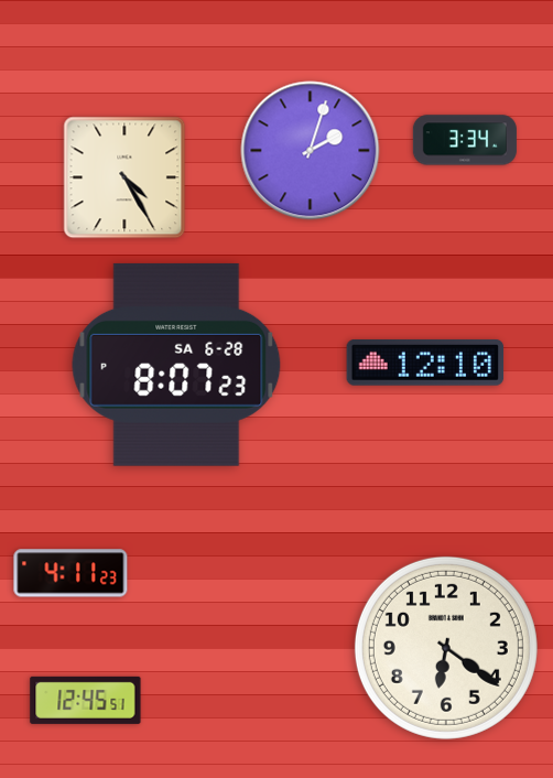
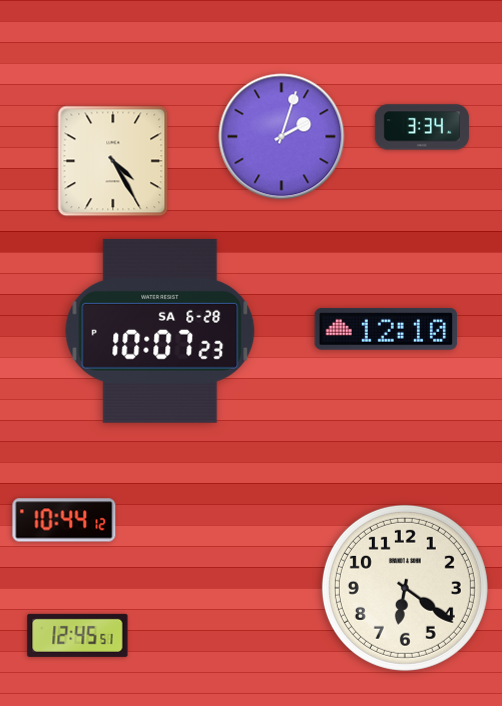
clock at (176, 365): 8:07 -> 10:07
clock at (71, 573): 4:11 -> 10:44
